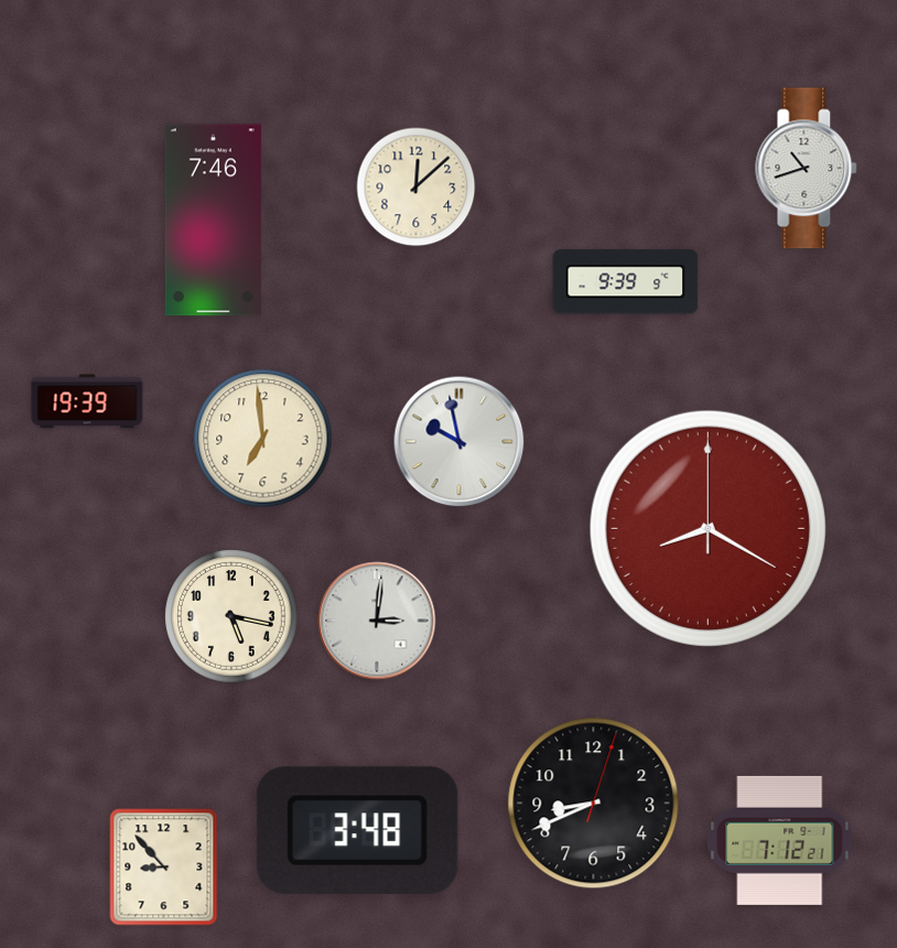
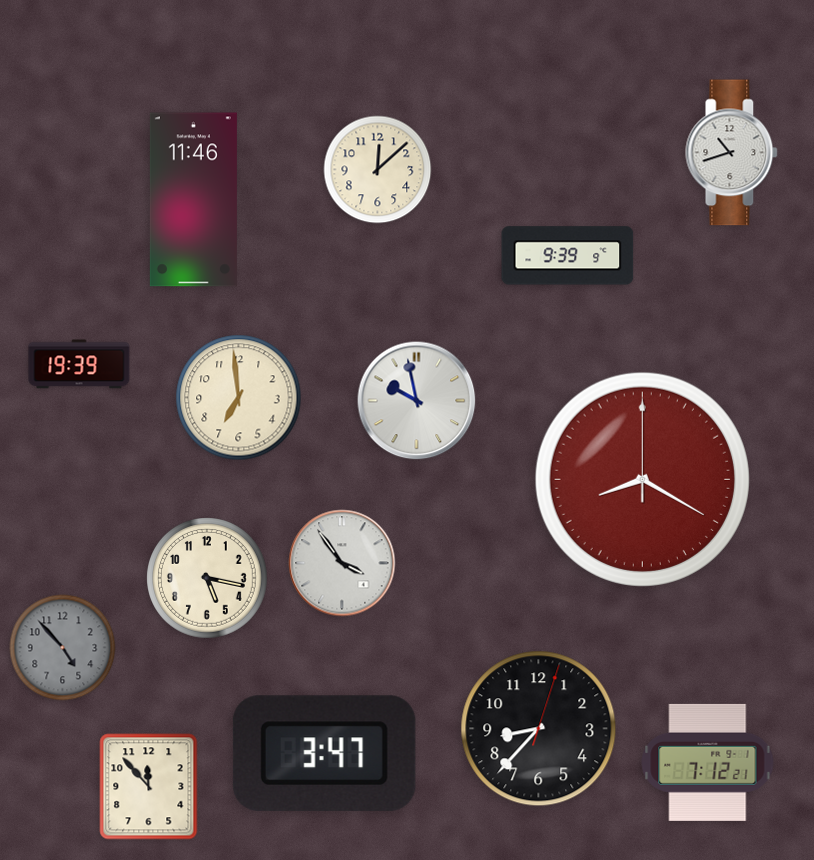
clock at (213, 220): 7:46 -> 11:46
clock at (231, 616) position: (231, 616) -> (207, 578)
clock at (377, 621): 3:01 -> 3:54
clock at (63, 648): none -> 4:53
clock at (594, 804): 8:41 -> 8:37
clock at (357, 830): 3:48 -> 3:47
clock at (164, 868): 8:53 -> 11:53
